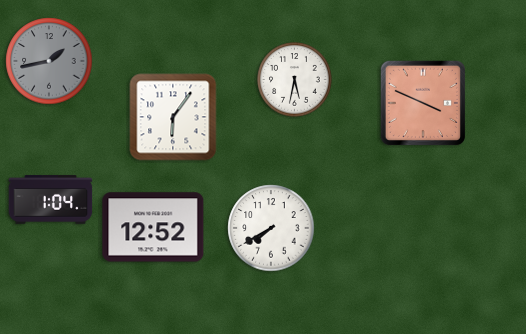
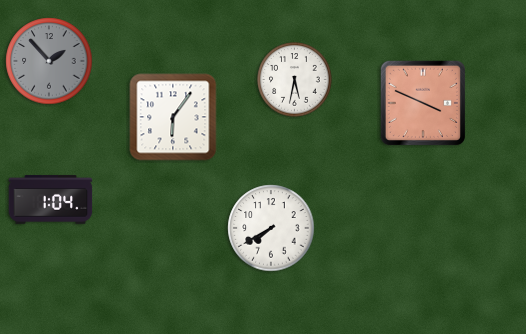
clock at (49, 61): 1:43 -> 1:53
clock at (153, 227): 12:52 -> none
